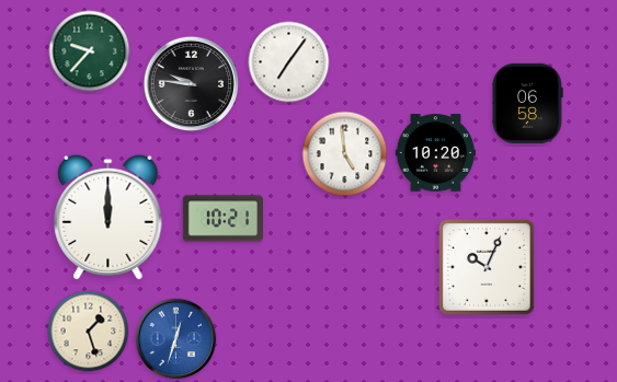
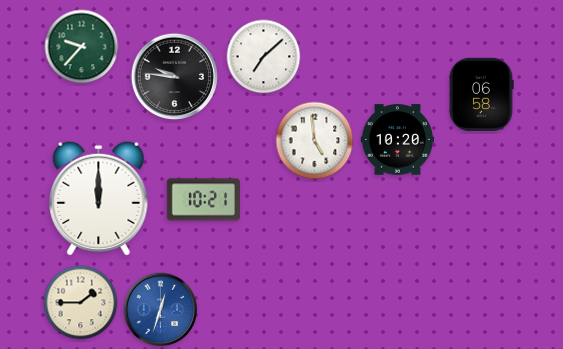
clock at (289, 62): 7:06 -> 7:08
clock at (487, 267): 10:04 -> none
clock at (89, 332): 1:27 -> 1:45
